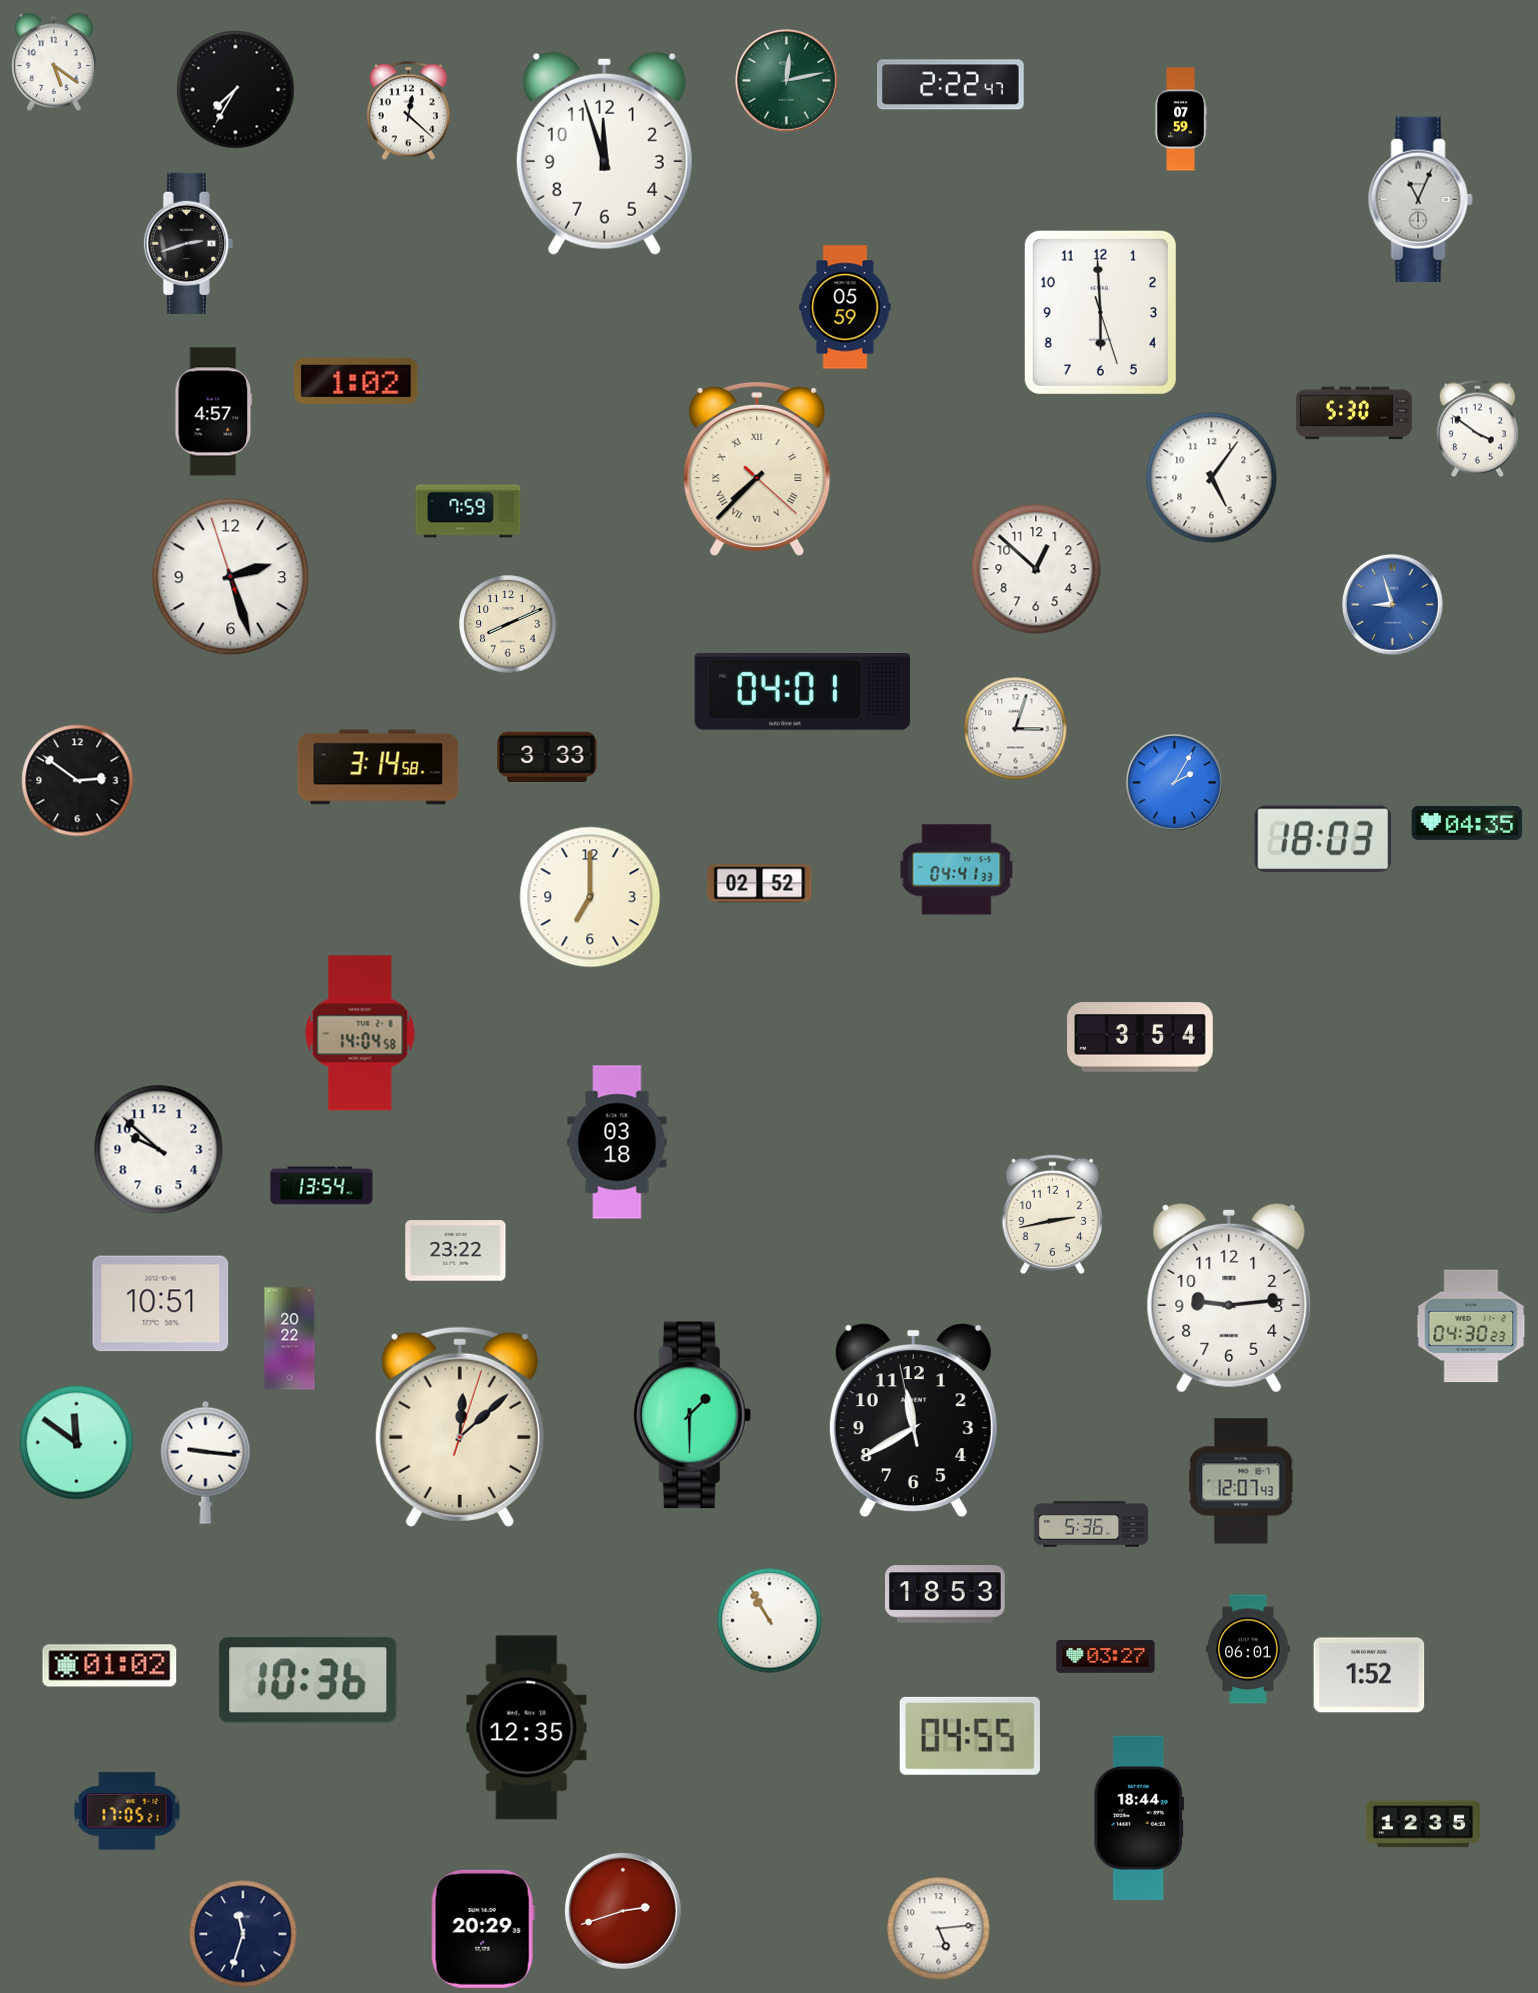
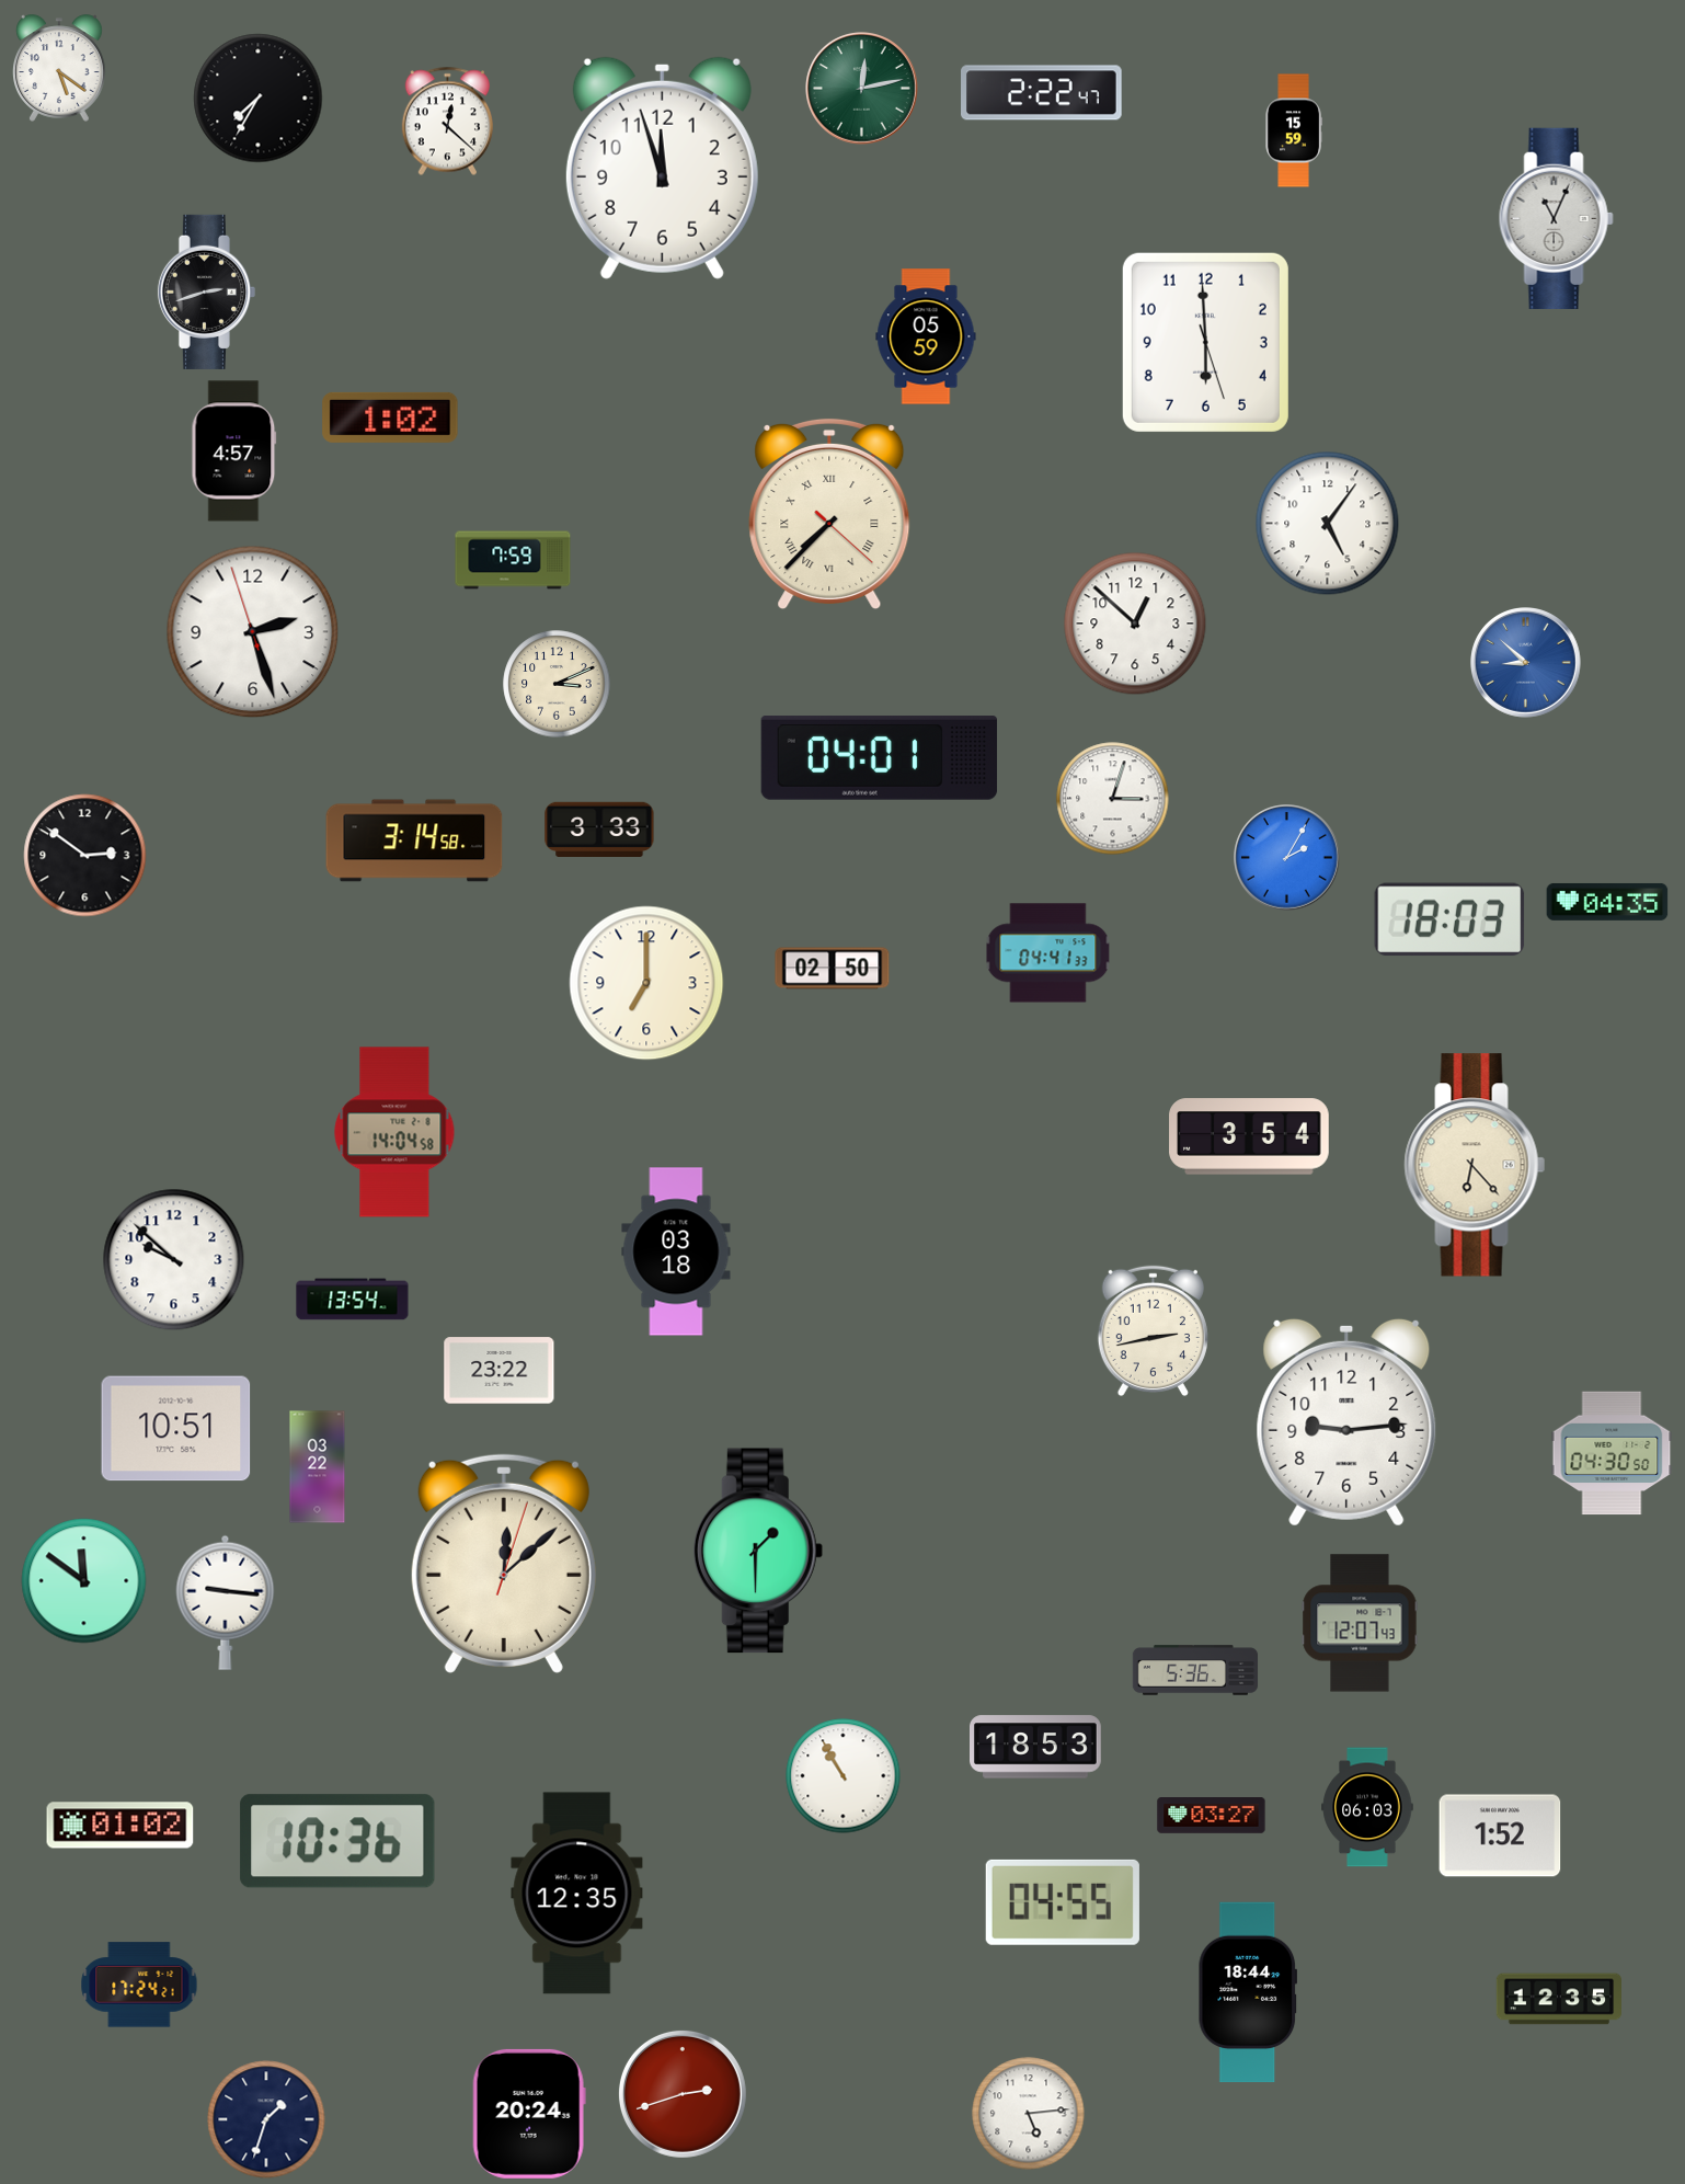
clock at (1181, 119): 07:59 -> 15:59
clock at (188, 243) position: (188, 243) -> (206, 291)
clock at (1354, 413): 5:30 -> none
clock at (1477, 429): 3:51 -> none
clock at (1393, 605): 8:57 -> 8:52
clock at (508, 624): 8:11 -> 3:11
clock at (760, 884): 02:52 -> 02:50
clock at (1475, 1165): none -> 6:23
clock at (1471, 1326): 04:30:23 -> 04:30:50
clock at (290, 1339): 20:22 -> 03:22
clock at (913, 1421): 11:39 -> none
clock at (1248, 1649): 06:01 -> 06:03
clock at (127, 1811): 17:05 -> 17:24
clock at (483, 1929): 20:29 -> 20:24
clock at (243, 1934): 11:33 -> 1:33
